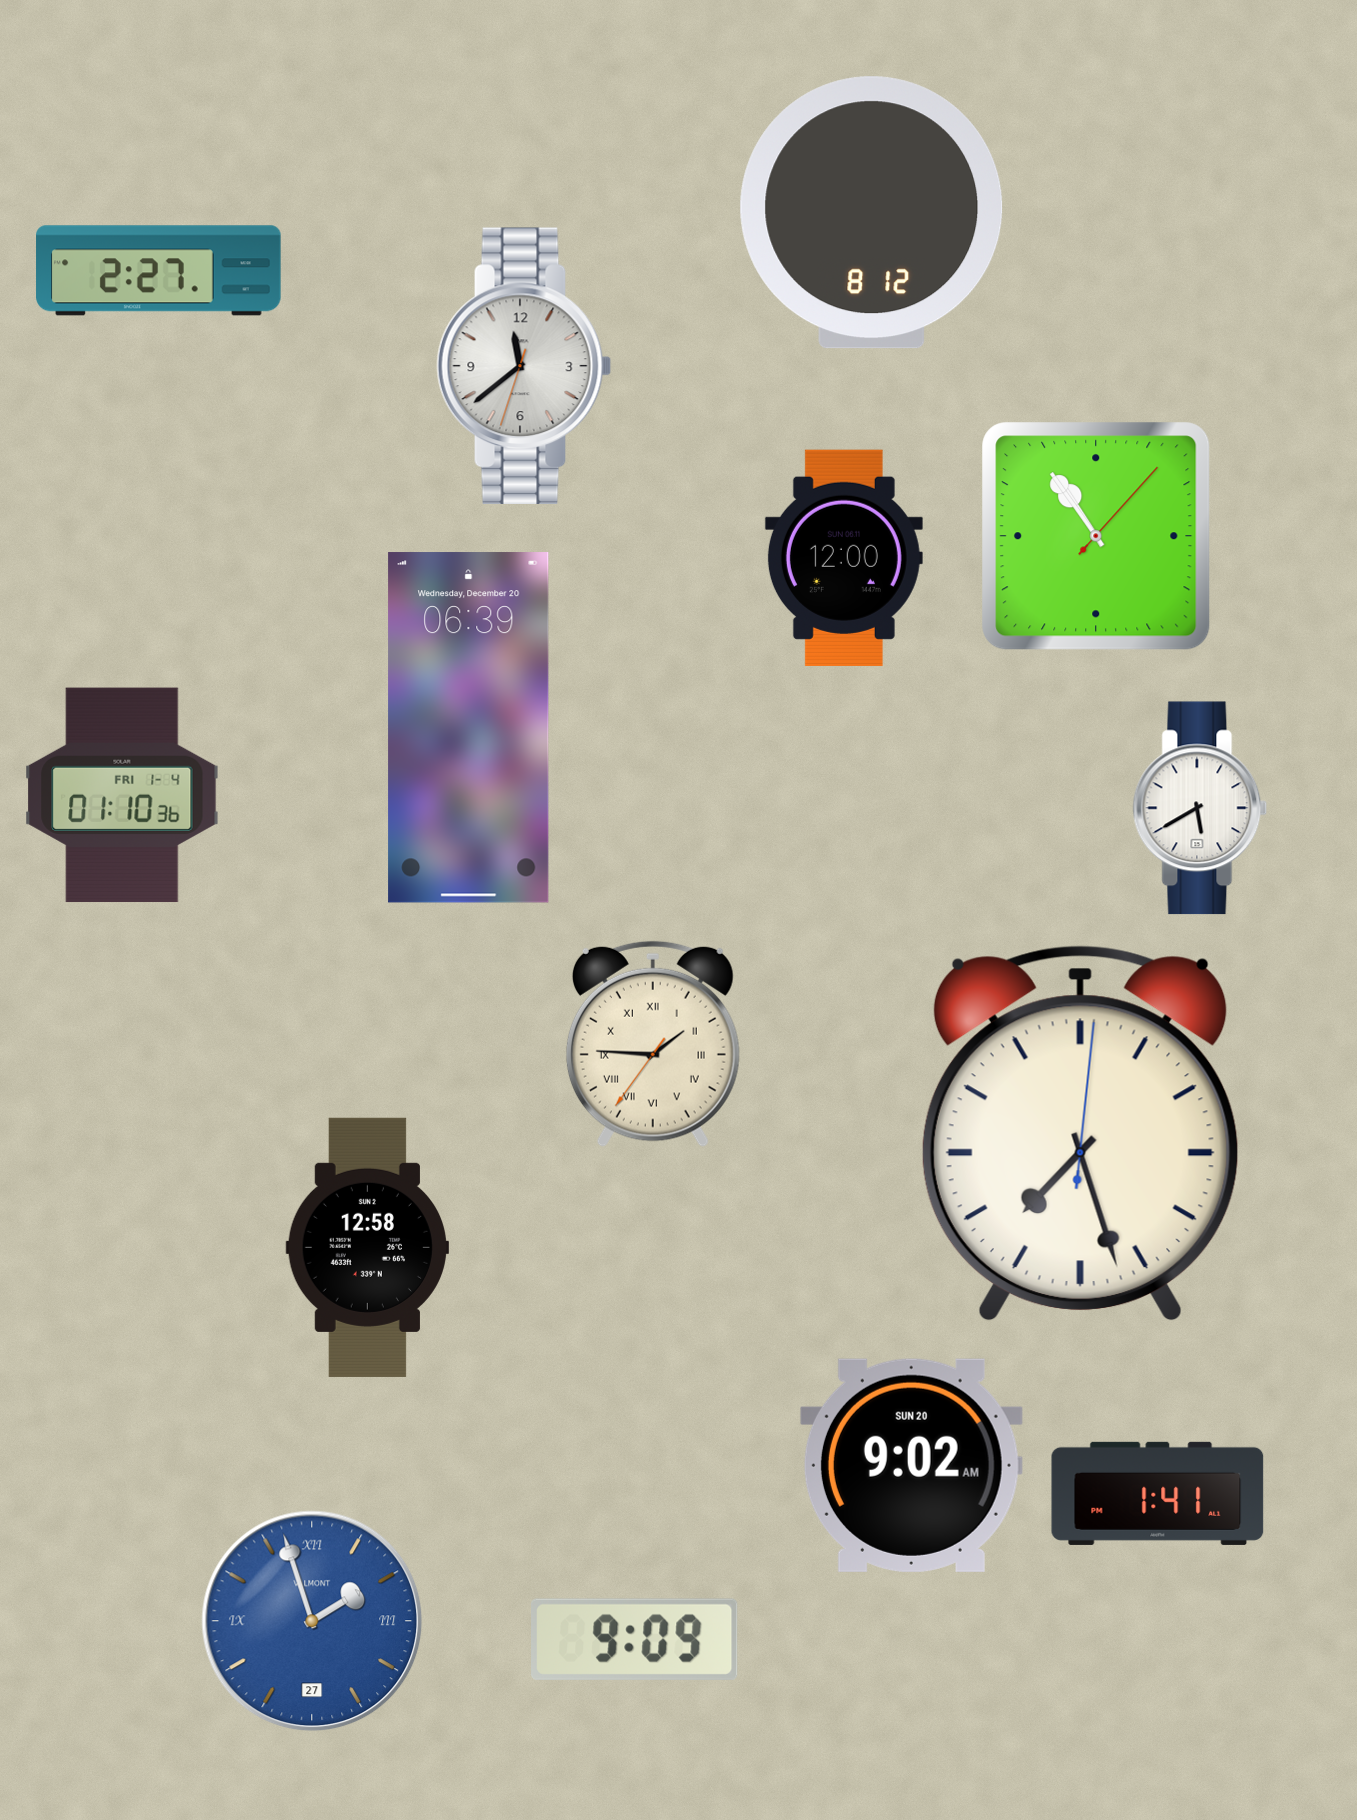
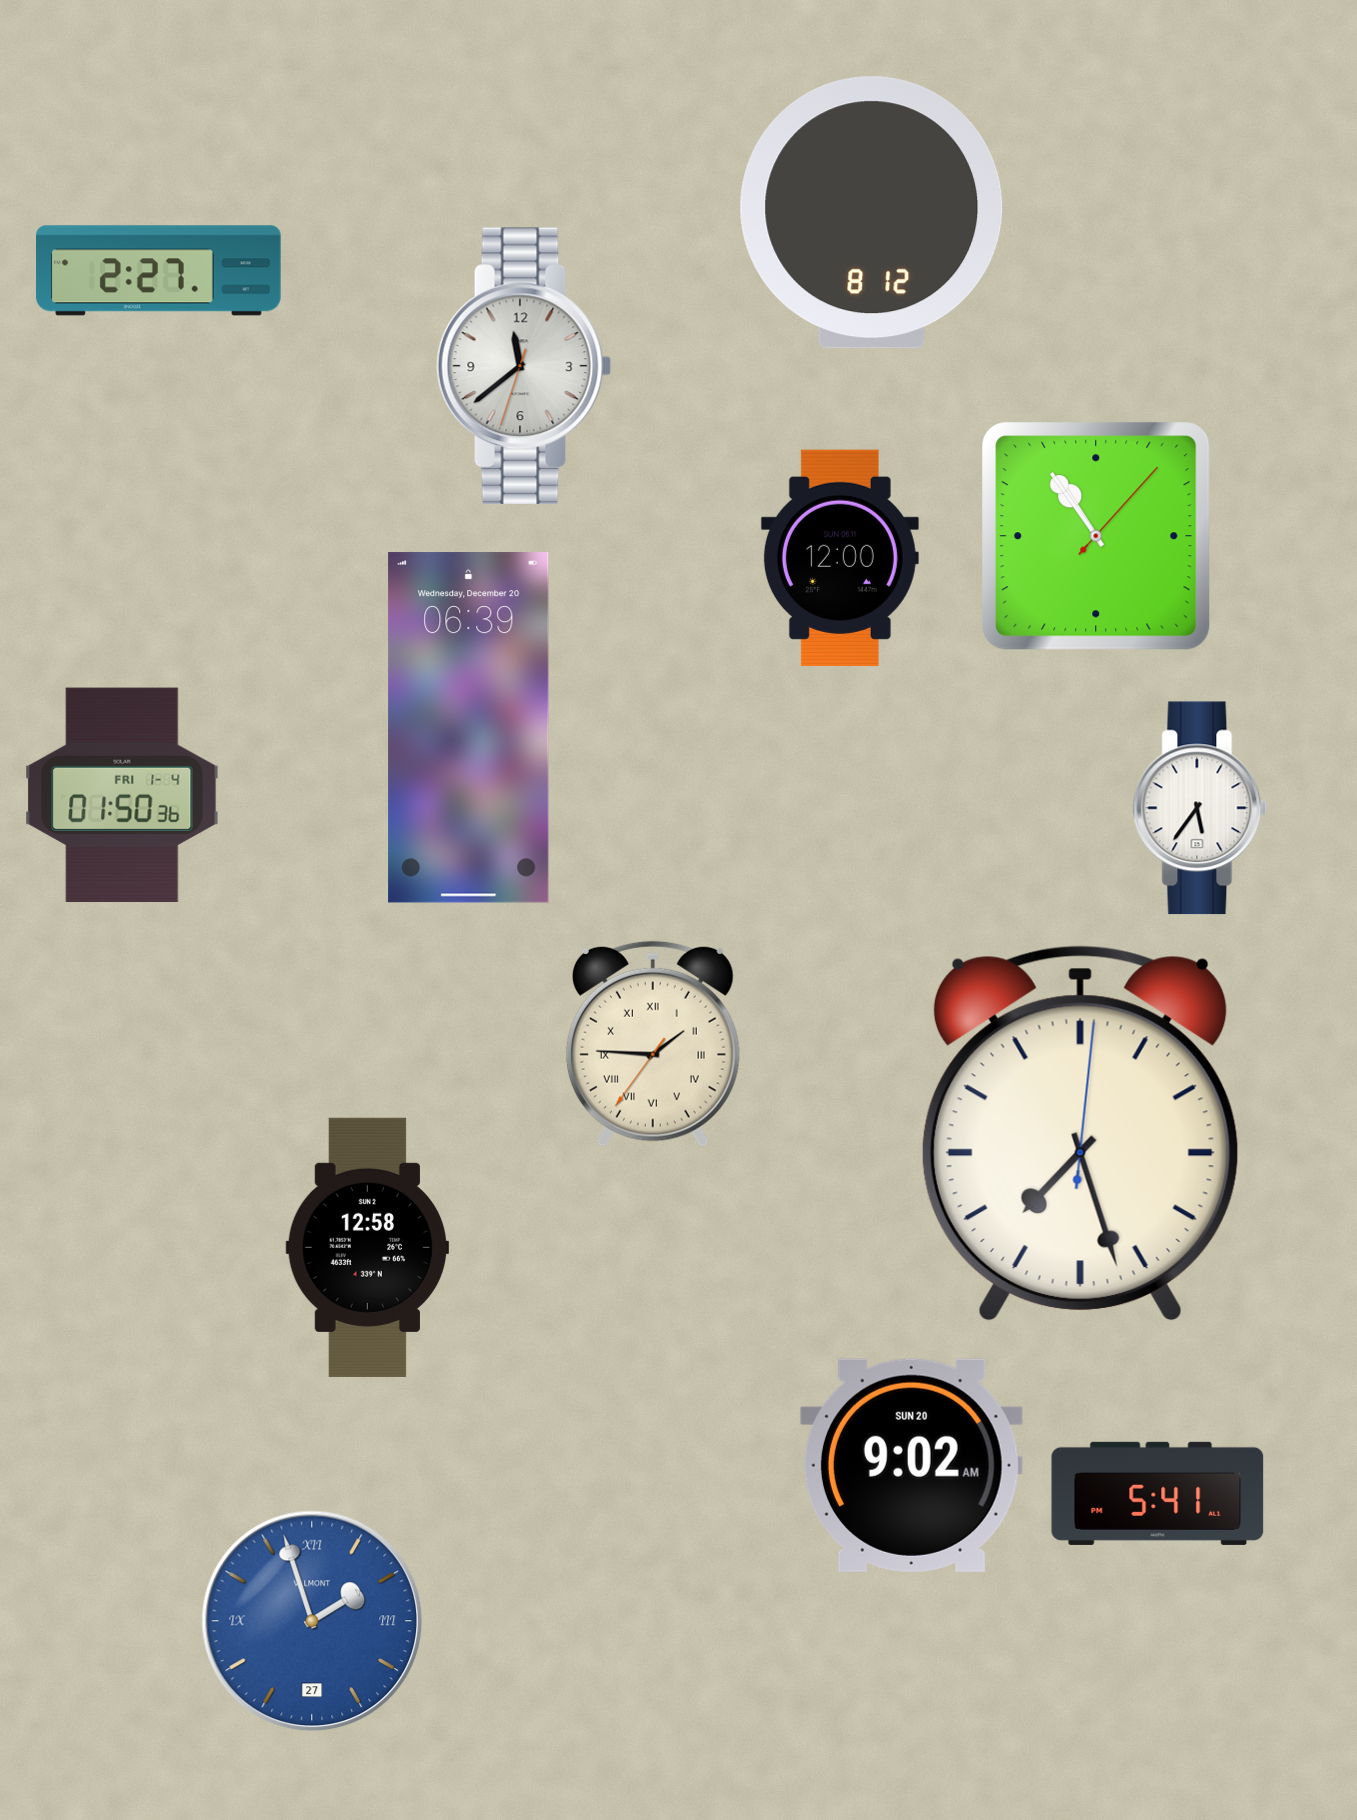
clock at (844, 558) position: (844, 558) -> (840, 558)
clock at (122, 795): 01:10 -> 01:50
clock at (1200, 808): 5:40 -> 5:36
clock at (1158, 1493): 1:41 -> 5:41
clock at (635, 1639): 9:09 -> none
